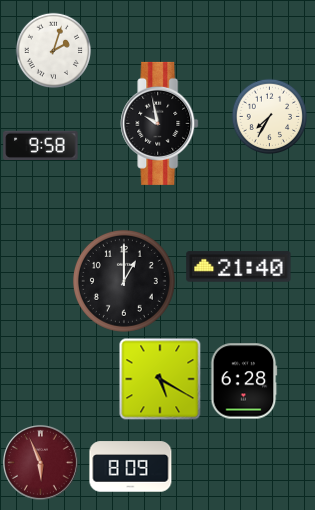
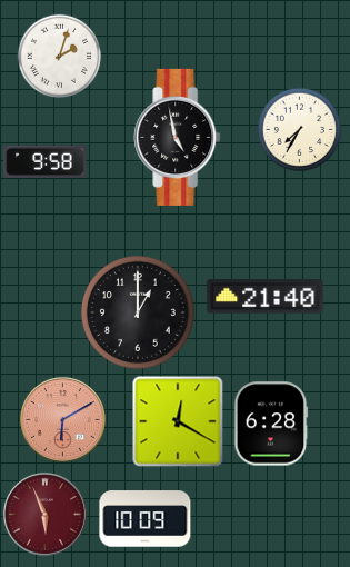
clock at (160, 123): 9:58 -> 4:58
clock at (62, 419): none -> 6:10
clock at (160, 379): 5:20 -> 12:20
clock at (131, 467): 8:09 -> 10:09
